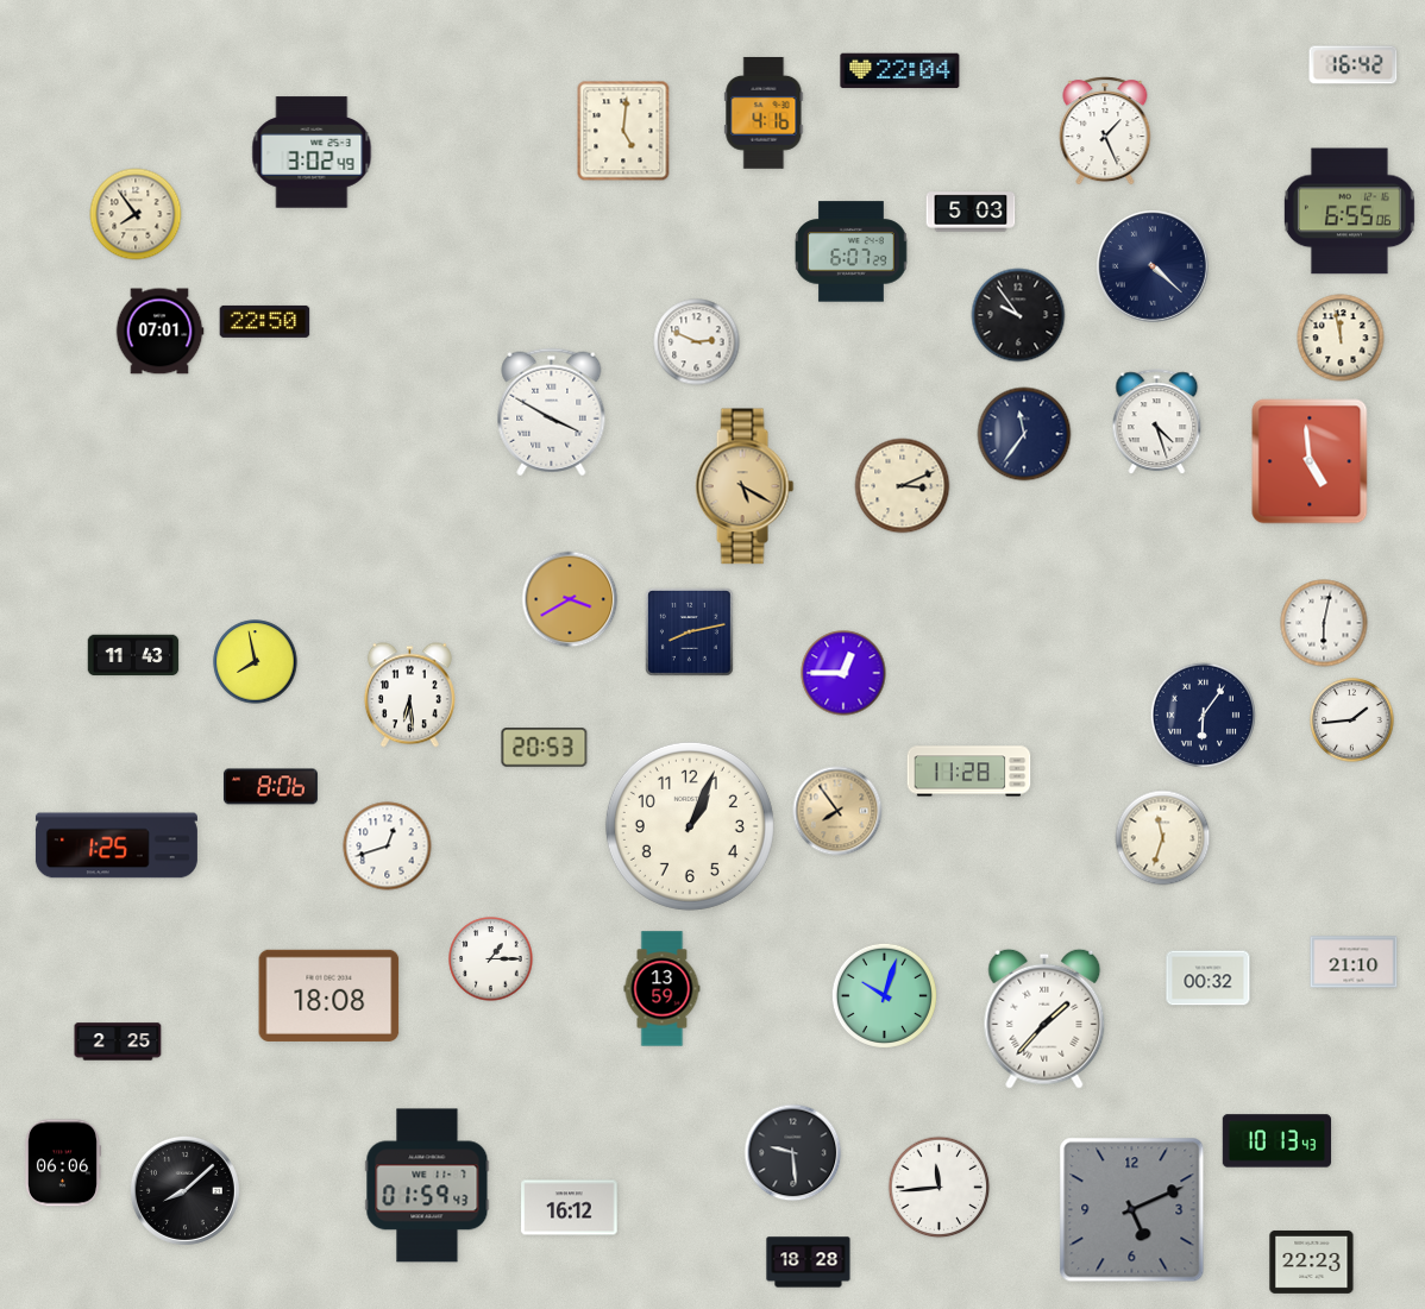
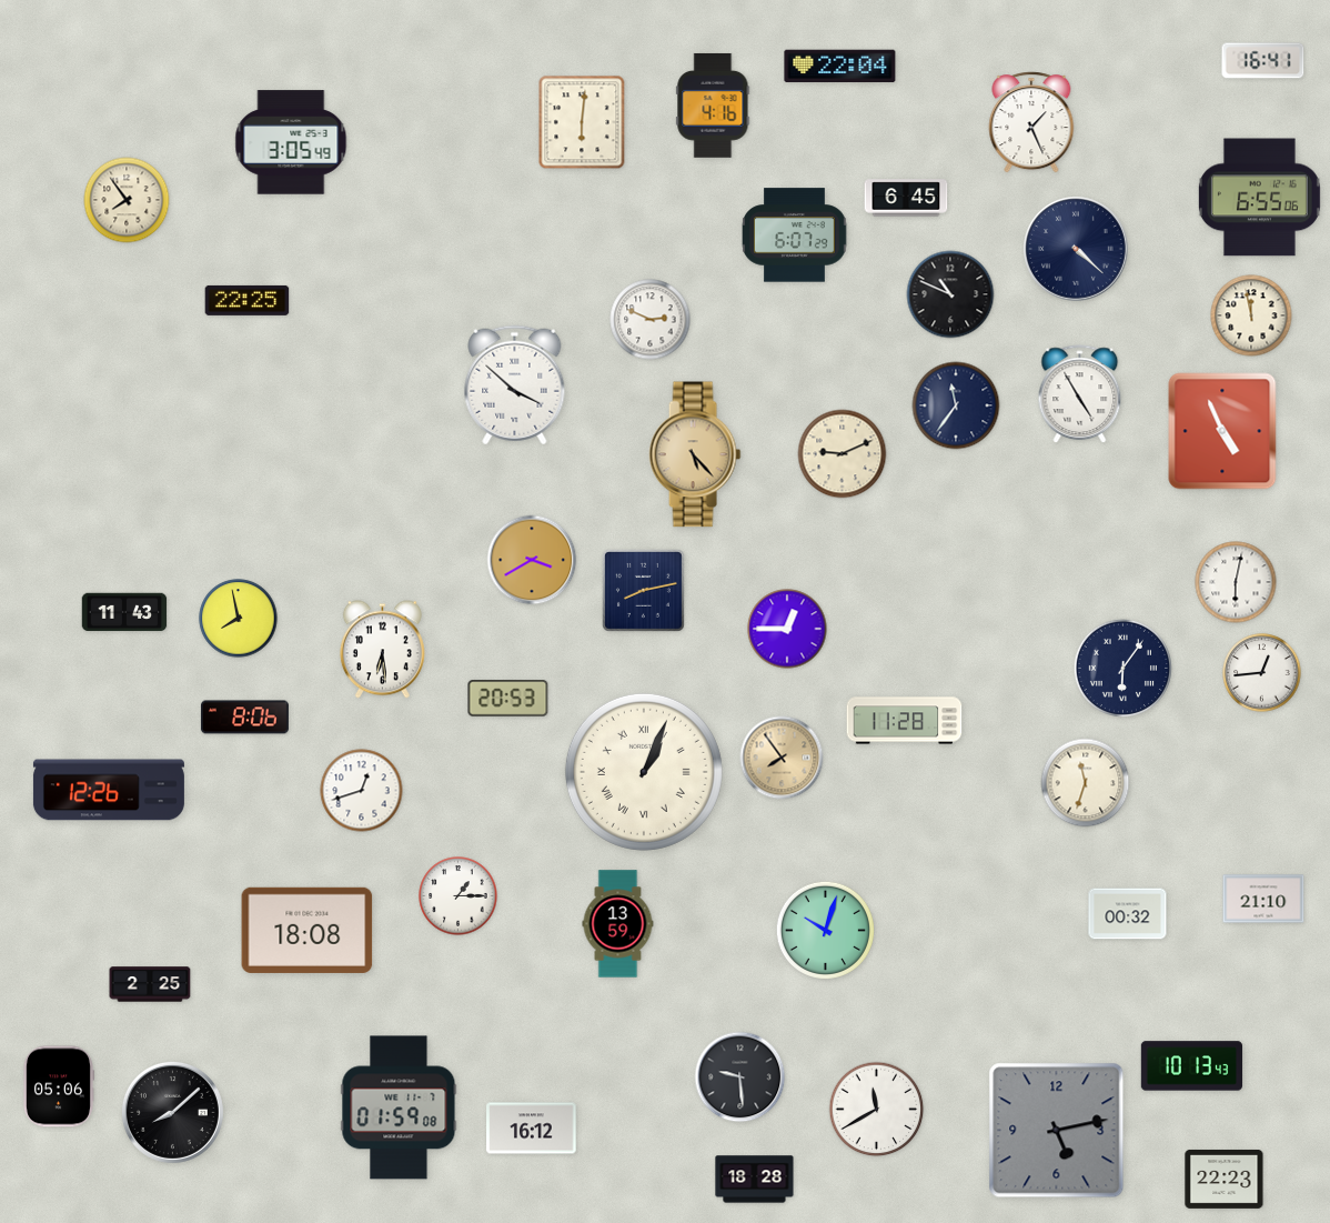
clock at (1354, 65): 16:42 -> 16:41
clock at (623, 131): 5:01 -> 6:01
clock at (312, 152): 3:02 -> 3:05
clock at (971, 212): 5:03 -> 6:45
clock at (1018, 315): 9:54 -> 10:49
clock at (265, 321): 22:50 -> 22:25
clock at (159, 332): 07:01 -> none
clock at (552, 413): 3:50 -> 3:52
clock at (1157, 422): 4:27 -> 4:55
clock at (1310, 461): 4:59 -> 4:56
clock at (745, 486): 5:20 -> 5:23
clock at (903, 486): 3:11 -> 9:11
clock at (1352, 720): 1:44 -> 12:44
clock at (270, 787) position: (270, 787) -> (244, 718)
clock at (690, 826) numerals: Arabic -> Roman
clock at (117, 845): 1:25 -> 12:26
clock at (1044, 1019): 1:37 -> none
clock at (118, 1041) position: (118, 1041) -> (150, 984)
clock at (62, 1163): 06:06 -> 05:06
clock at (427, 1185): 01:59:43 -> 01:59:08
clock at (940, 1188): 11:44 -> 11:40
clock at (1132, 1210): 5:11 -> 5:13
